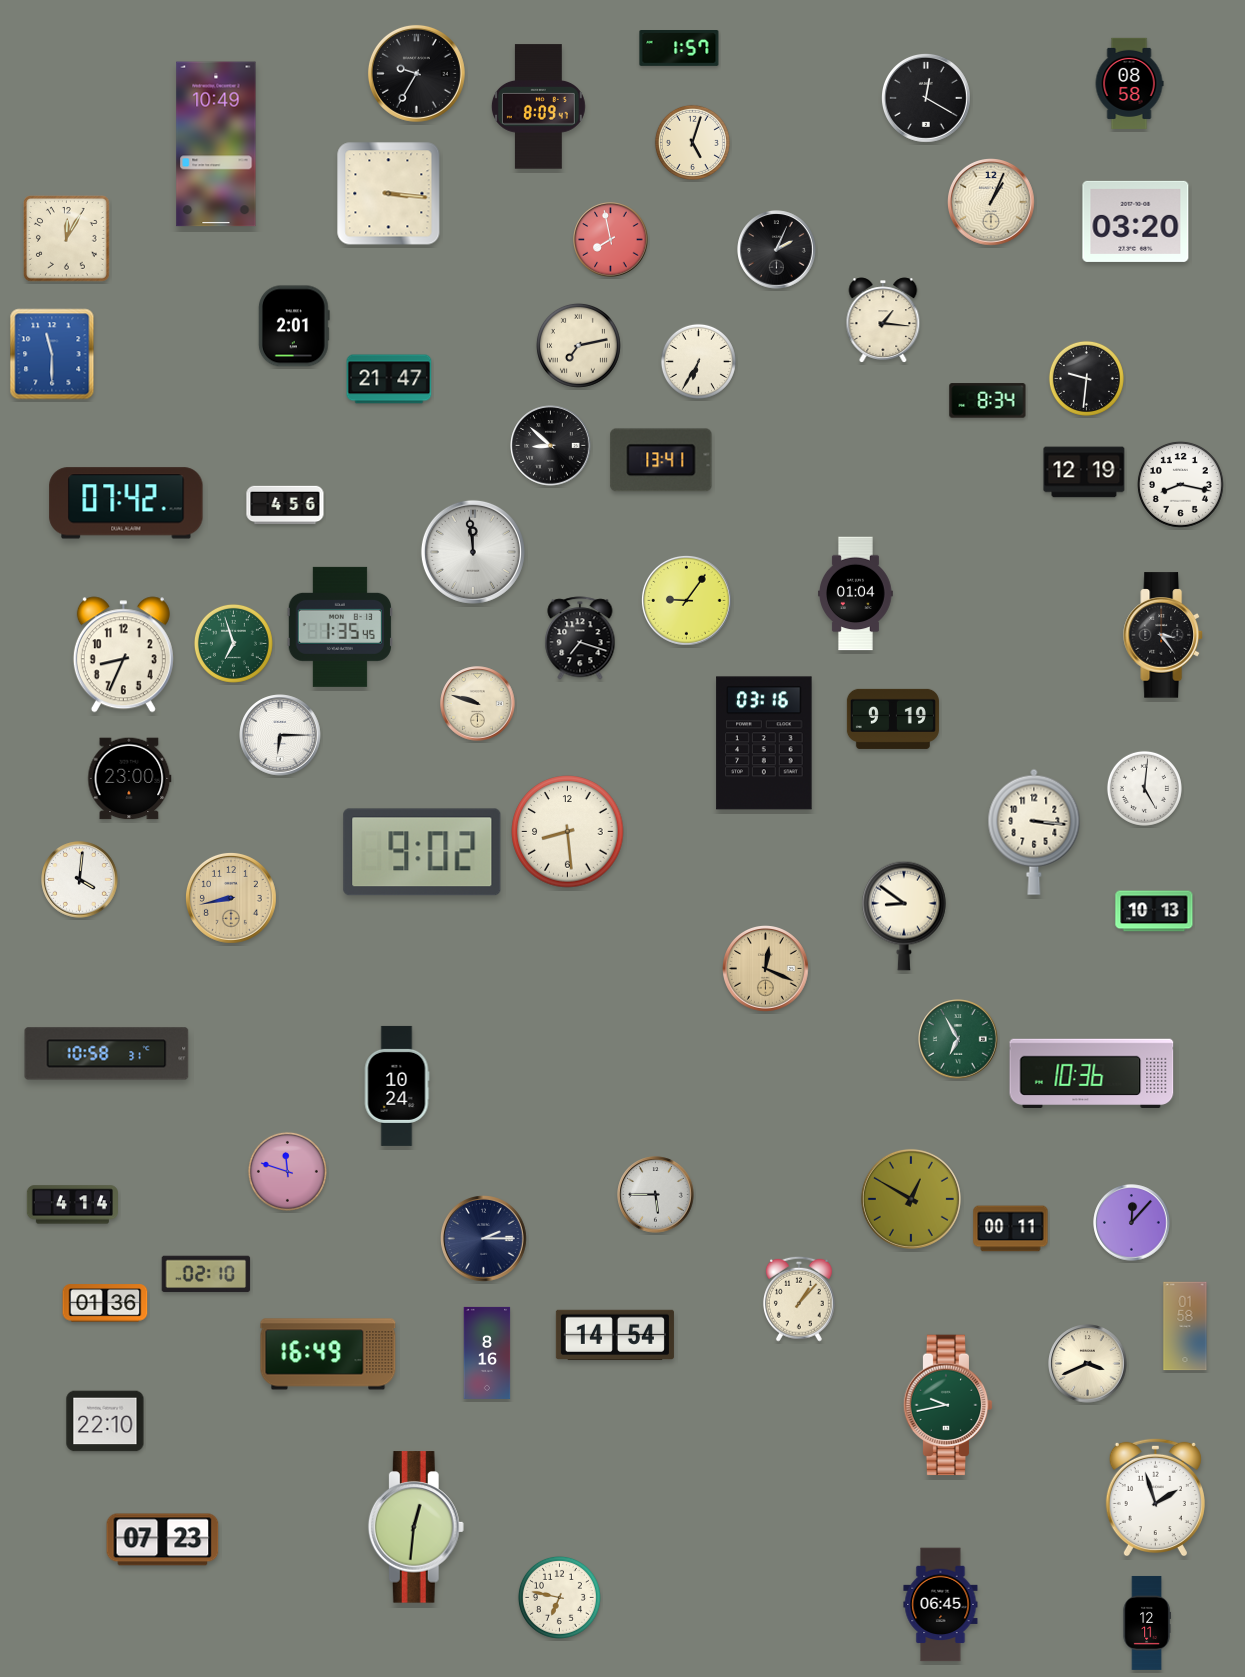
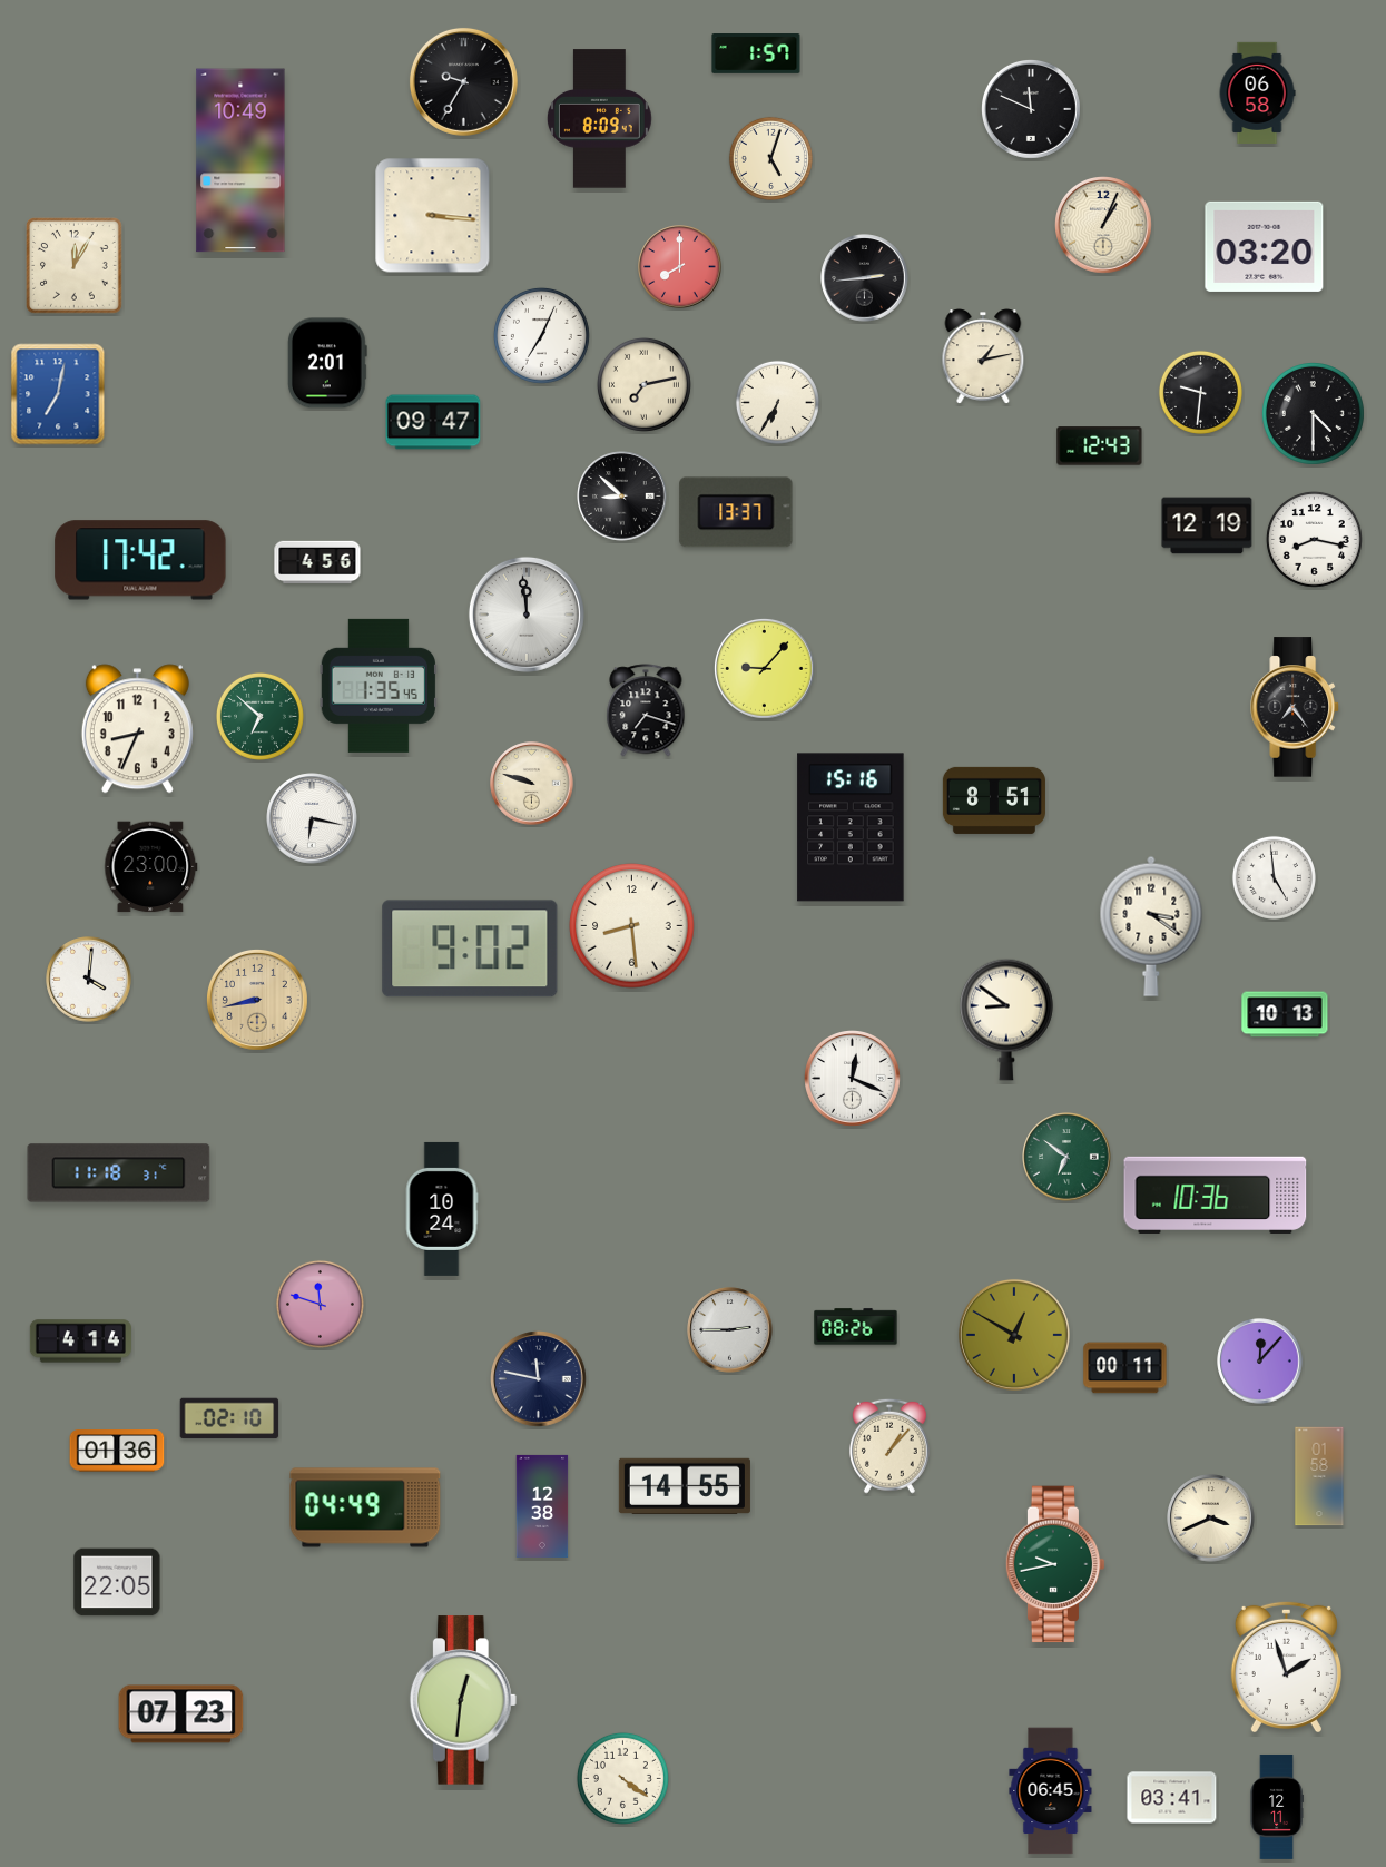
clock at (1129, 83): 08:58 -> 06:58
clock at (927, 99): 12:20 -> 11:49
clock at (611, 240): 7:58 -> 8:00
clock at (777, 250): 2:04 -> 2:44
clock at (541, 335): none -> 7:04
clock at (883, 320): 1:16 -> 1:13
clock at (52, 354): 11:30 -> 7:02
clock at (1314, 414): none -> 4:30
clock at (1086, 378) position: (1086, 378) -> (1200, 392)
clock at (389, 379): 21:47 -> 09:47
clock at (988, 401): 8:34 -> 12:43
clock at (551, 446) position: (551, 446) -> (622, 497)
clock at (661, 460): 13:41 -> 13:37
clock at (126, 503): 07:42 -> 17:42
clock at (856, 594): 01:04 -> none
clock at (687, 601): 9:06 -> 9:07
clock at (339, 627) position: (339, 627) -> (377, 686)
clock at (1163, 635): 3:24 -> 7:24
clock at (233, 643): 6:57 -> 6:52
clock at (893, 719): 9:19 -> 8:51
clock at (280, 735): 6:15 -> 6:17
clock at (764, 743): 03:16 -> 15:16
clock at (130, 779) position: (130, 779) -> (151, 867)
clock at (1144, 788): 5:01 -> 4:59
clock at (1034, 832): 3:16 -> 3:21
clock at (766, 969) dial: champagne -> white
clock at (958, 1039): 6:55 -> 6:51
clock at (107, 1054): 10:58 -> 11:18
clock at (856, 1327): none -> 08:26
clock at (656, 1195): 5:45 -> 2:45
clock at (484, 1239): 2:15 -> 11:47
clock at (615, 1335): 14:54 -> 14:55
clock at (487, 1353): 8:16 -> 12:38
clock at (328, 1354): 16:49 -> 04:49
clock at (105, 1421): 22:10 -> 22:05
clock at (559, 1597): 6:47 -> 4:21
clock at (941, 1605) position: (941, 1605) -> (1051, 1791)
clock at (1172, 1798): none -> 03:41
